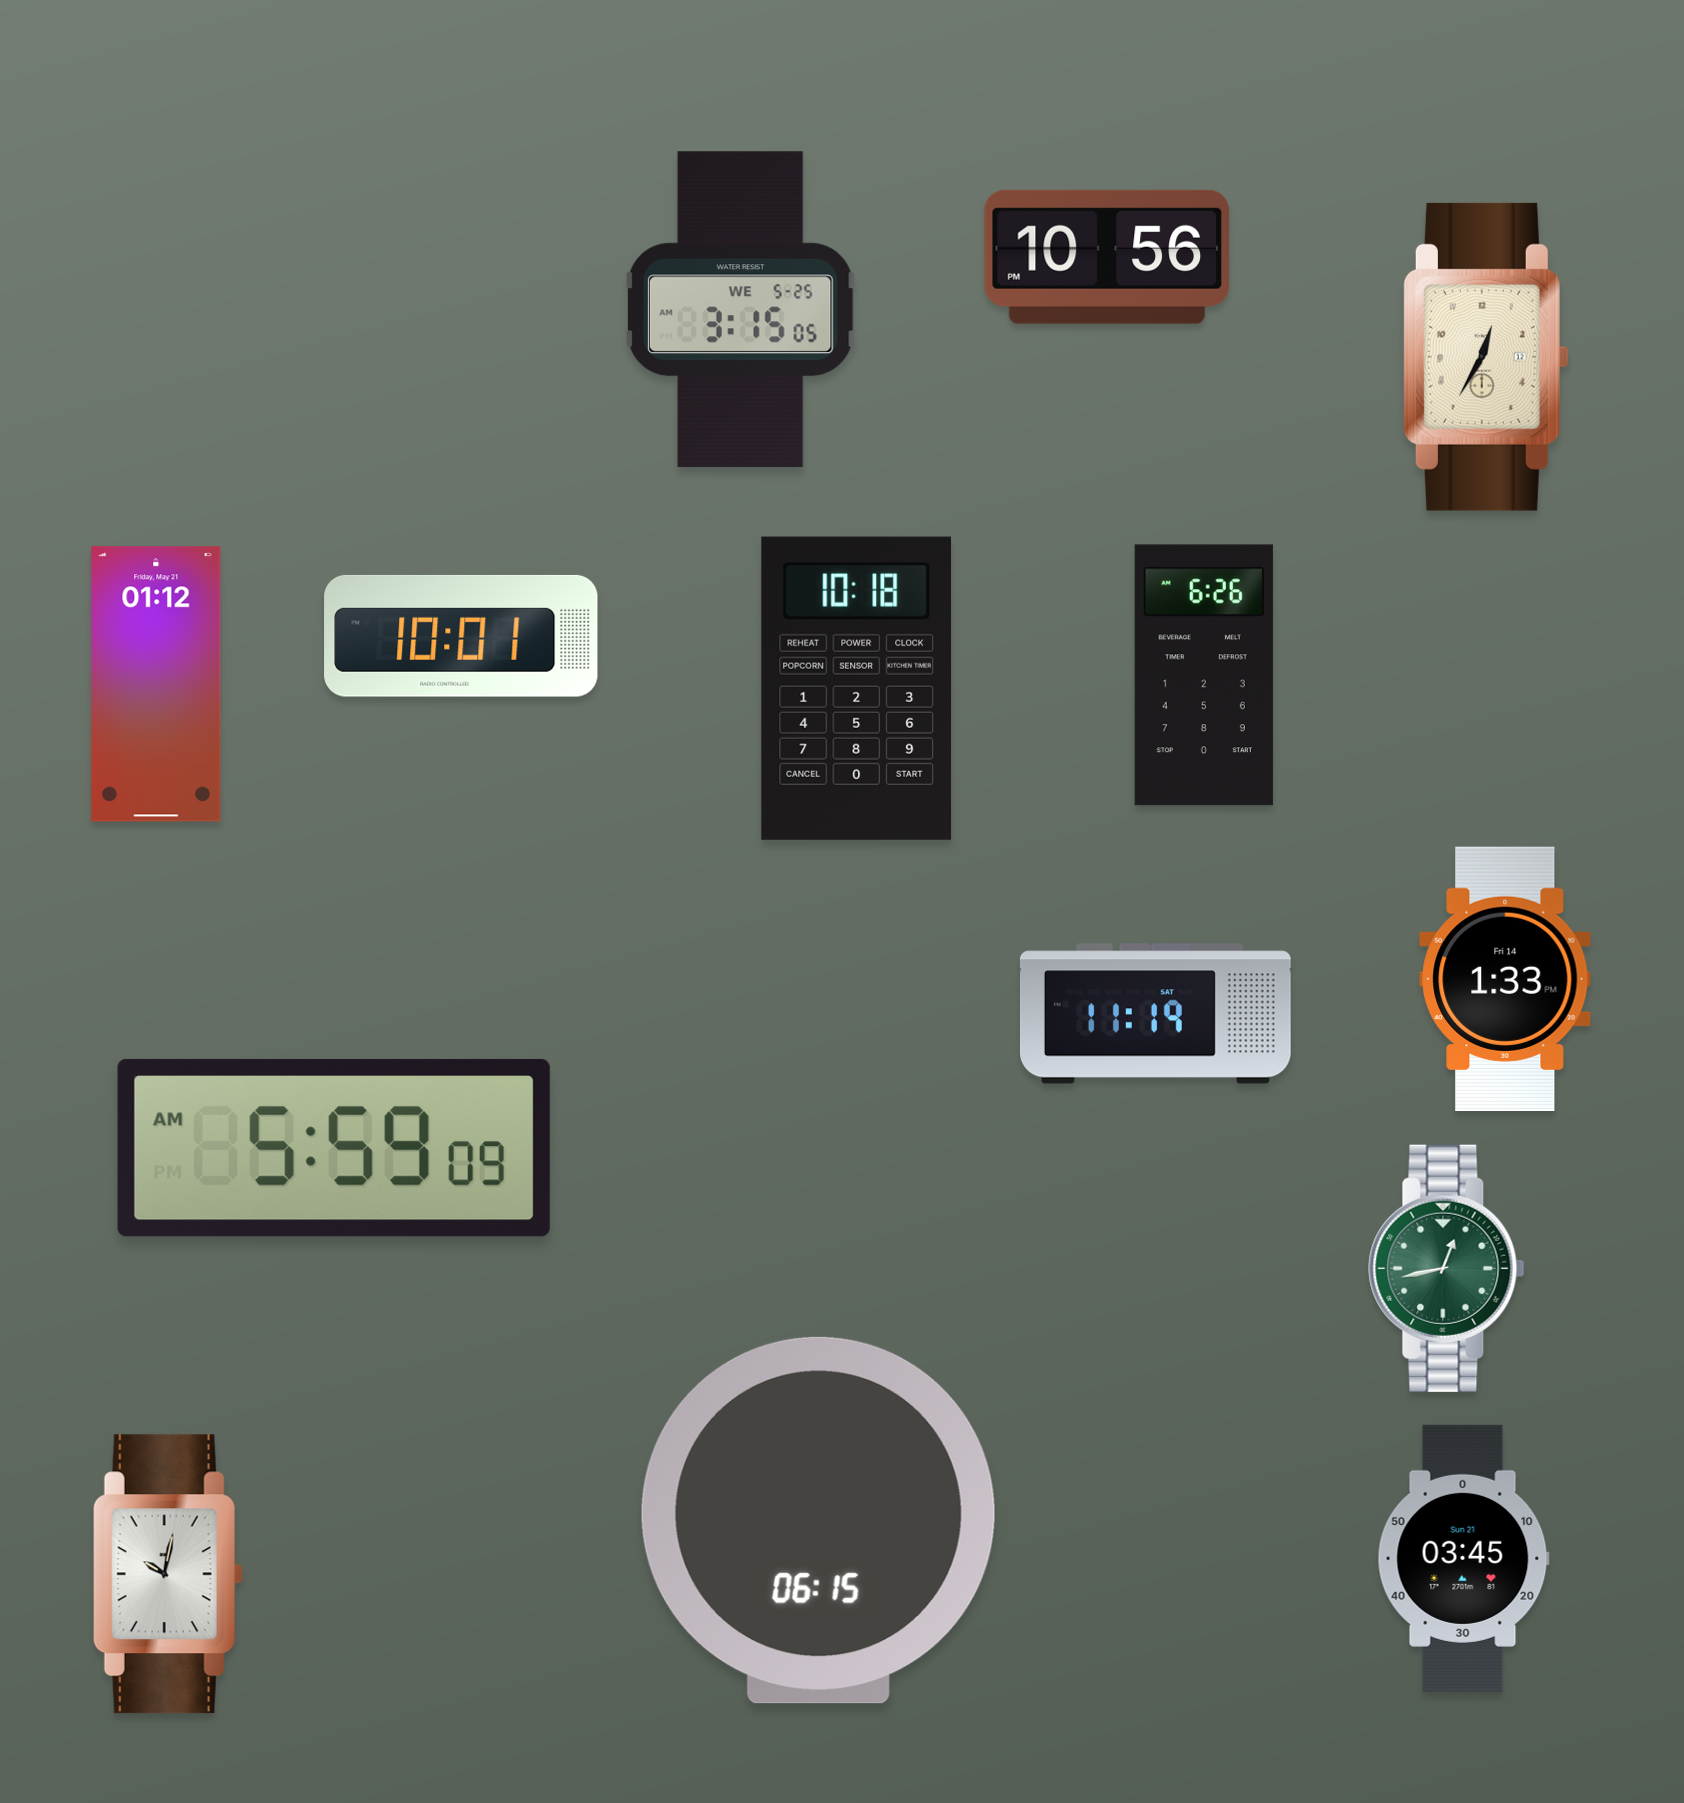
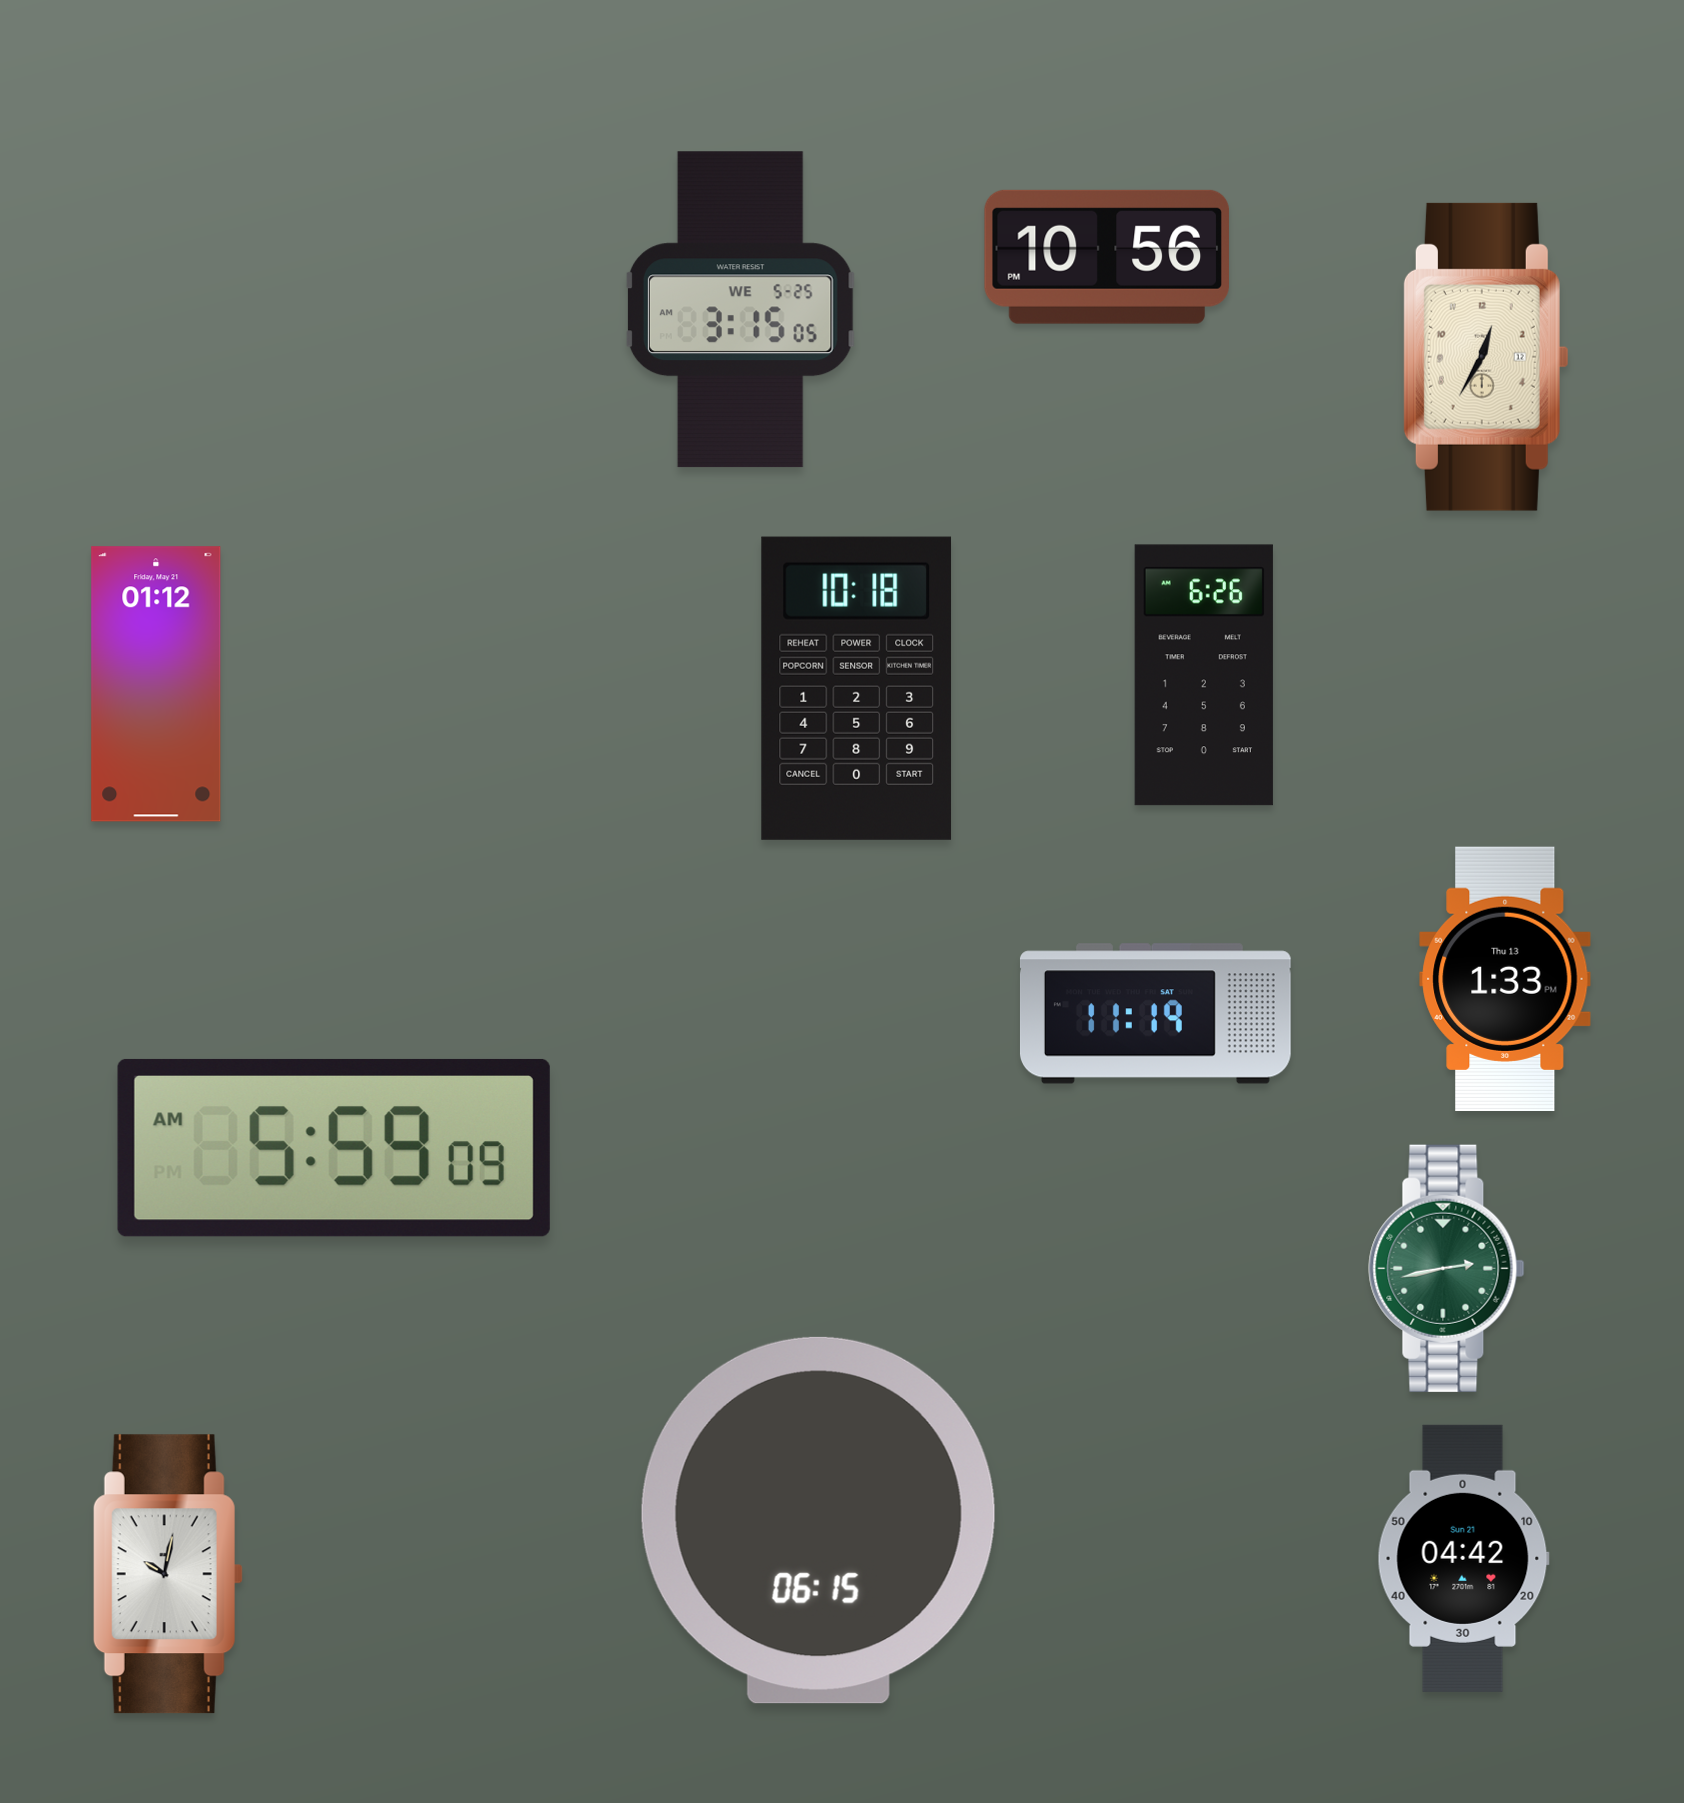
clock at (461, 636): 10:01 -> none
clock at (1505, 978) date: Fri 14 -> Thu 13
clock at (1447, 1268): 12:43 -> 2:43
clock at (1463, 1558): 03:45 -> 04:42
